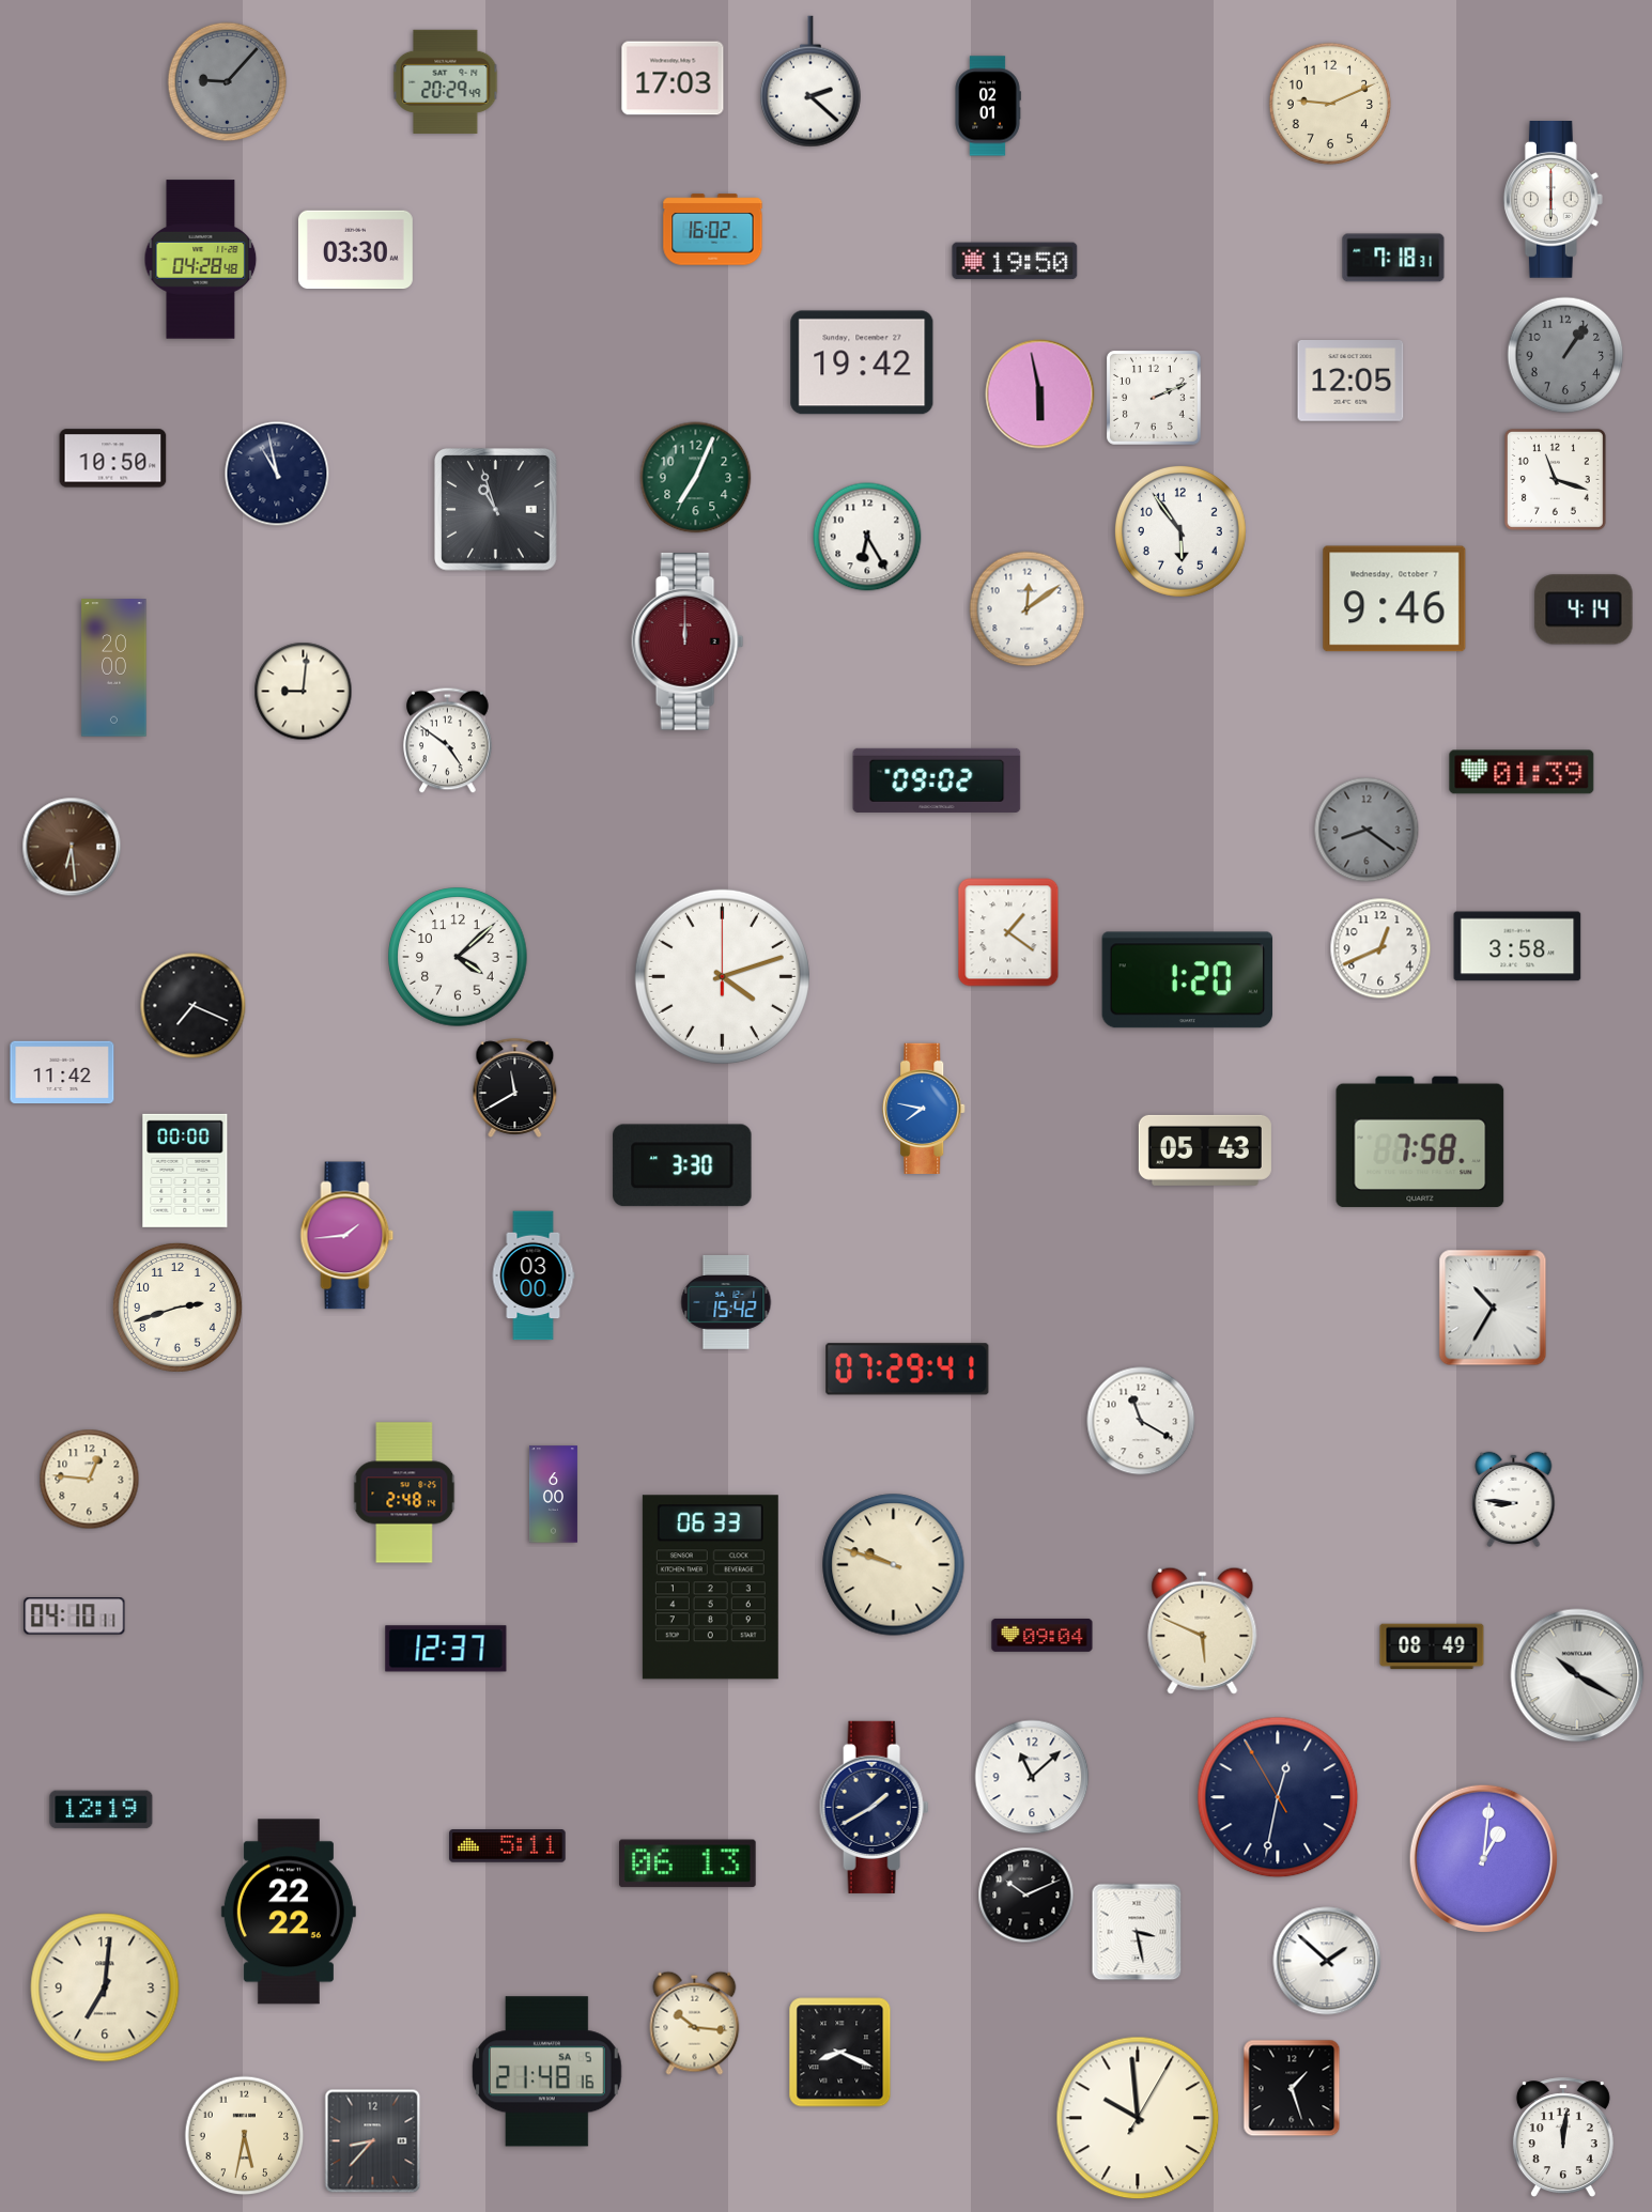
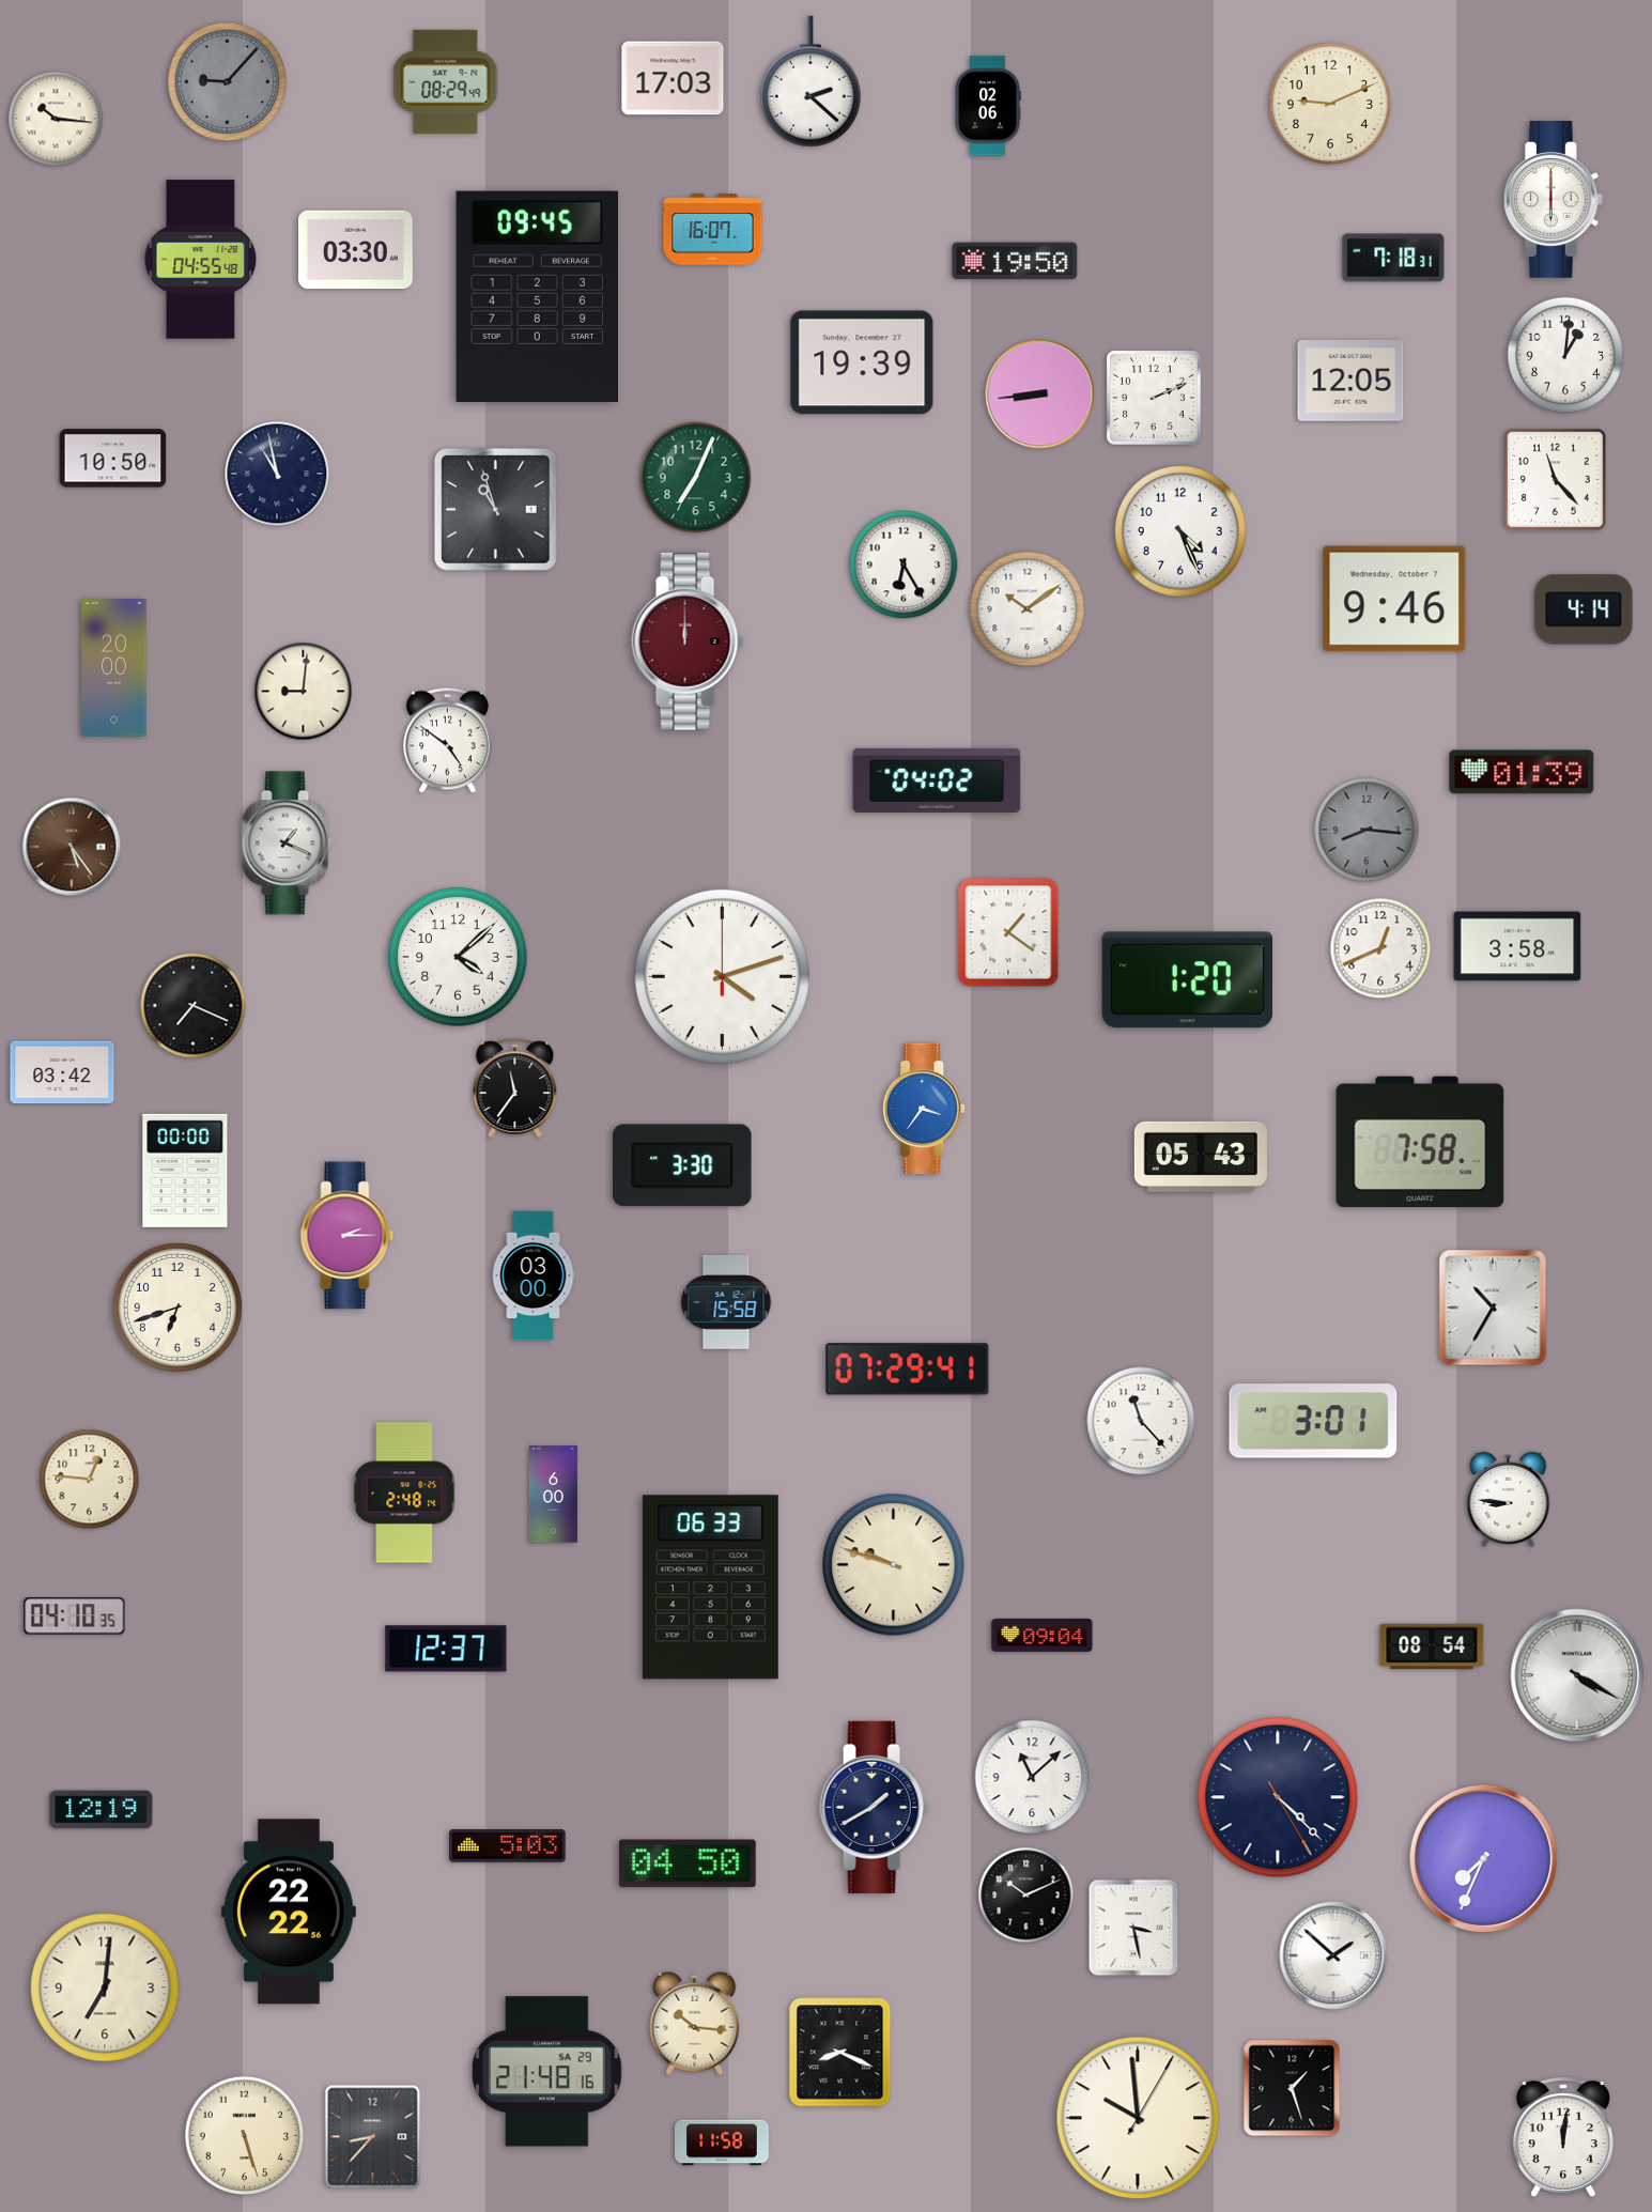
clock at (446, 81): 20:29 -> 08:29
clock at (988, 106): 02:01 -> 02:06
clock at (56, 119): none -> 10:16
clock at (713, 230): 16:02 -> 16:07
clock at (201, 260): 04:28 -> 04:55
clock at (537, 296): none -> 09:45
clock at (1565, 355): 1:06 -> 1:01
clock at (1565, 355) dial: grey -> white
clock at (862, 362): 19:42 -> 19:39
clock at (1040, 395): 5:58 -> 8:44
clock at (1555, 479): 11:18 -> 11:23
clock at (1180, 531): 5:54 -> 4:26
clock at (867, 537) position: (867, 537) -> (904, 564)
clock at (1028, 609): 12:09 -> 10:09
clock at (937, 780): 09:02 -> 04:02
clock at (1367, 830): 8:21 -> 8:16
clock at (287, 844): none -> 1:19
clock at (72, 847): 6:29 -> 5:24
clock at (62, 1072): 11:42 -> 03:42
clock at (515, 1087): 11:40 -> 11:36
clock at (925, 1108): 7:47 -> 3:36
clock at (1205, 1150) position: (1205, 1150) -> (1201, 1157)
clock at (348, 1236): 1:44 -> 2:15
clock at (726, 1302): 15:42 -> 15:58
clock at (177, 1308): 2:42 -> 6:42
clock at (1141, 1421): 11:20 -> 11:23
clock at (1313, 1421): none -> 3:01
clock at (1514, 1499) position: (1514, 1499) -> (1509, 1499)
clock at (75, 1617): 04:10:11 -> 04:10:35
clock at (1203, 1630): 5:49 -> none
clock at (1432, 1646): 08:49 -> 08:54
clock at (1577, 1675): 10:20 -> 4:20
clock at (1278, 1797): 12:31 -> 4:22
clock at (508, 1846): 5:11 -> 5:03
clock at (1483, 1858): 1:01 -> 7:34
clock at (688, 1863): 06:13 -> 04:50
clock at (1137, 1932) position: (1137, 1932) -> (1133, 1928)
clock at (1327, 1961) position: (1327, 1961) -> (1333, 1955)
clock at (546, 2072) date: SA 5 -> SA 29
clock at (245, 2136): 5:32 -> 5:27
clock at (373, 2141) position: (373, 2141) -> (373, 2137)
clock at (723, 2143): none -> 11:58
